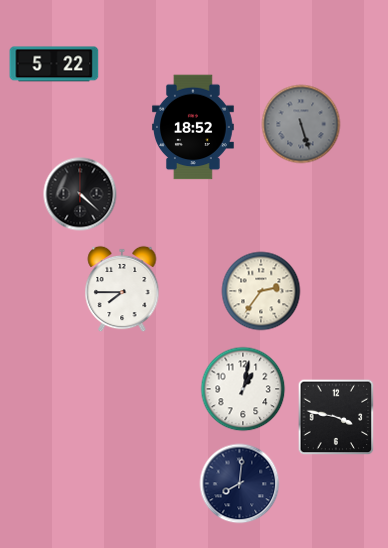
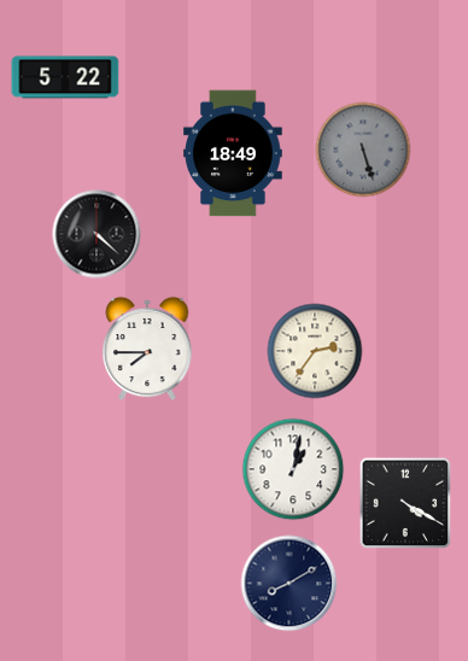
clock at (194, 127): 18:52 -> 18:49
clock at (336, 417): 3:47 -> 4:20
clock at (240, 484): 8:01 -> 8:10
